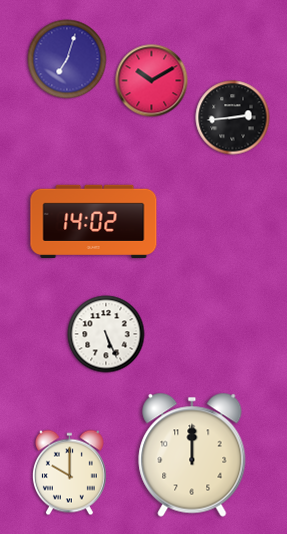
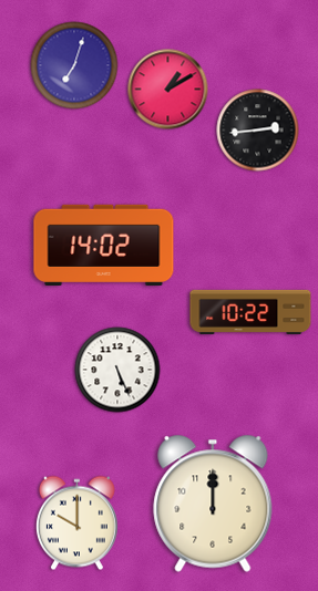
clock at (152, 81): 10:10 -> 1:10
clock at (250, 312): none -> 10:22
